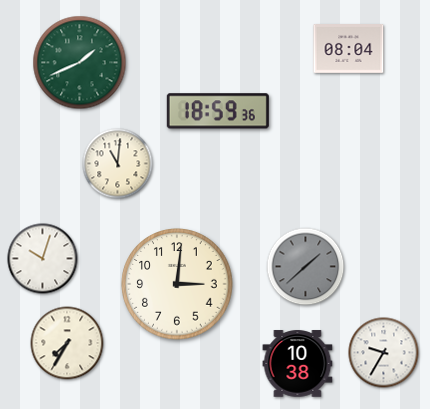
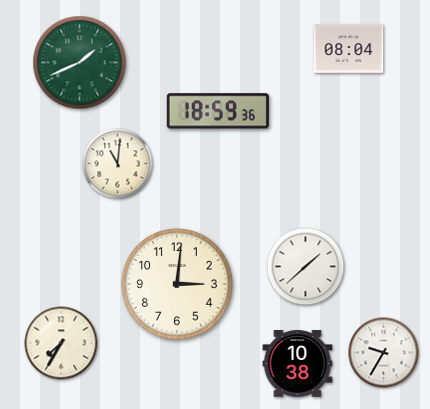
clock at (43, 259): 10:03 -> none
clock at (306, 267) dial: grey -> white
clock at (67, 343) position: (67, 343) -> (61, 343)
